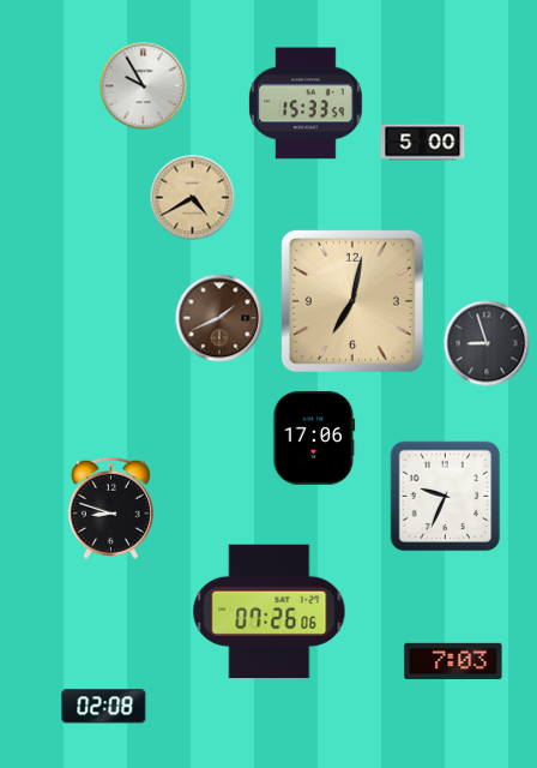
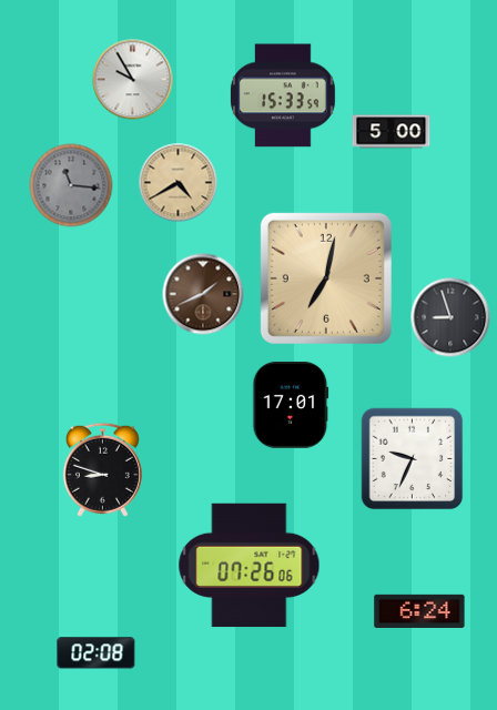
clock at (71, 185): none -> 11:16
clock at (314, 438): 17:06 -> 17:01
clock at (453, 661): 7:03 -> 6:24
